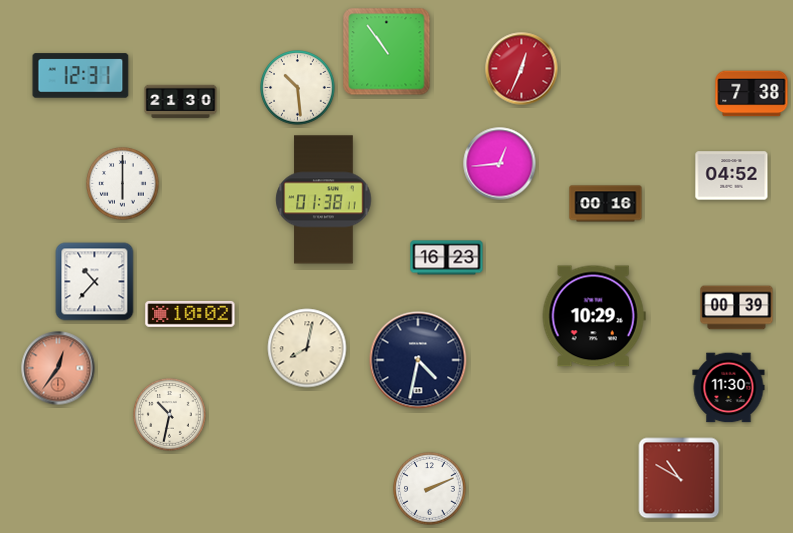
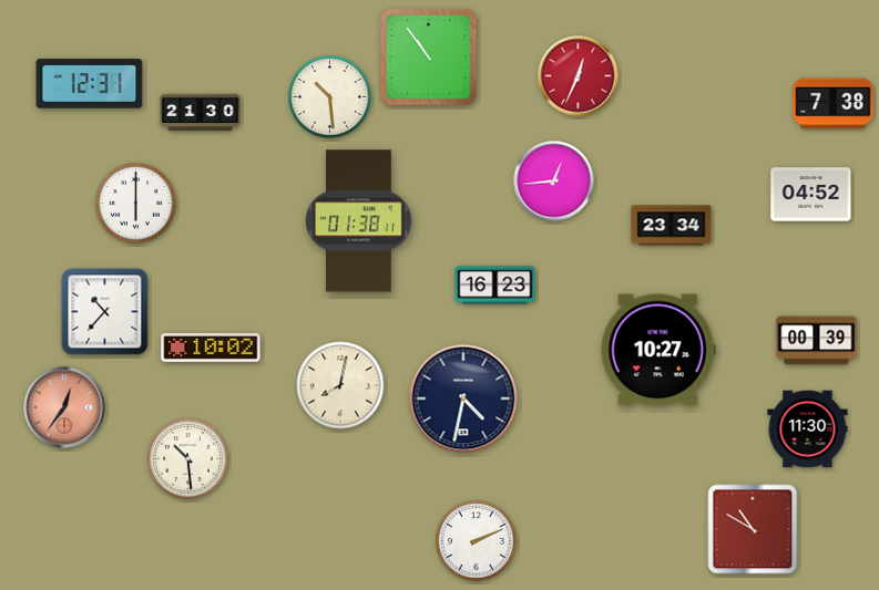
clock at (606, 204): 00:16 -> 23:34
clock at (594, 316): 10:29 -> 10:27
clock at (170, 415): 10:32 -> 10:29
